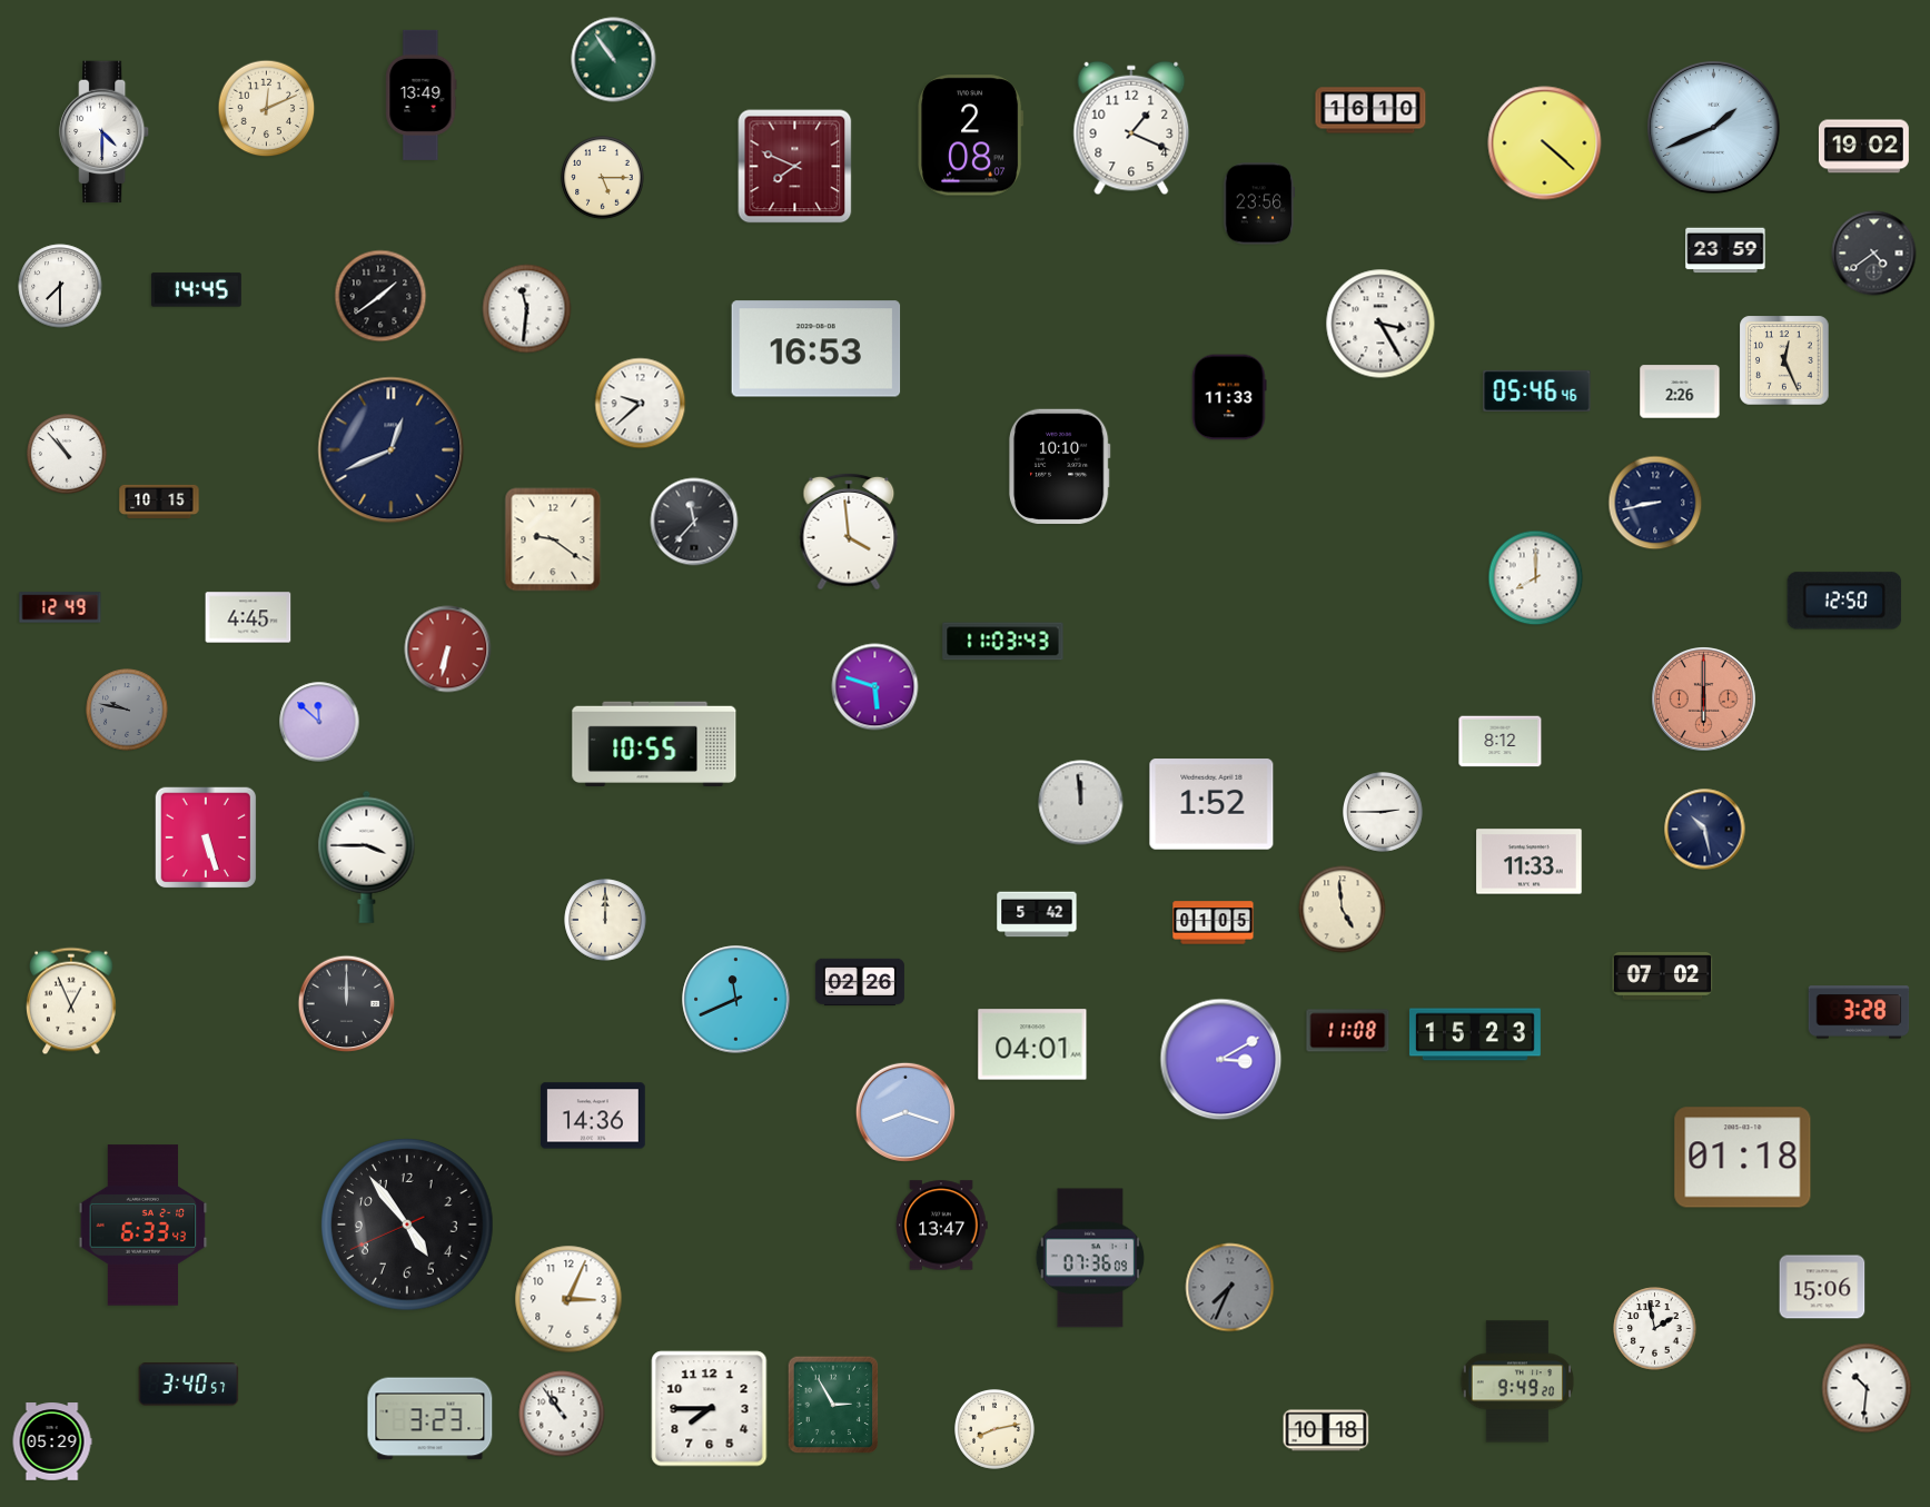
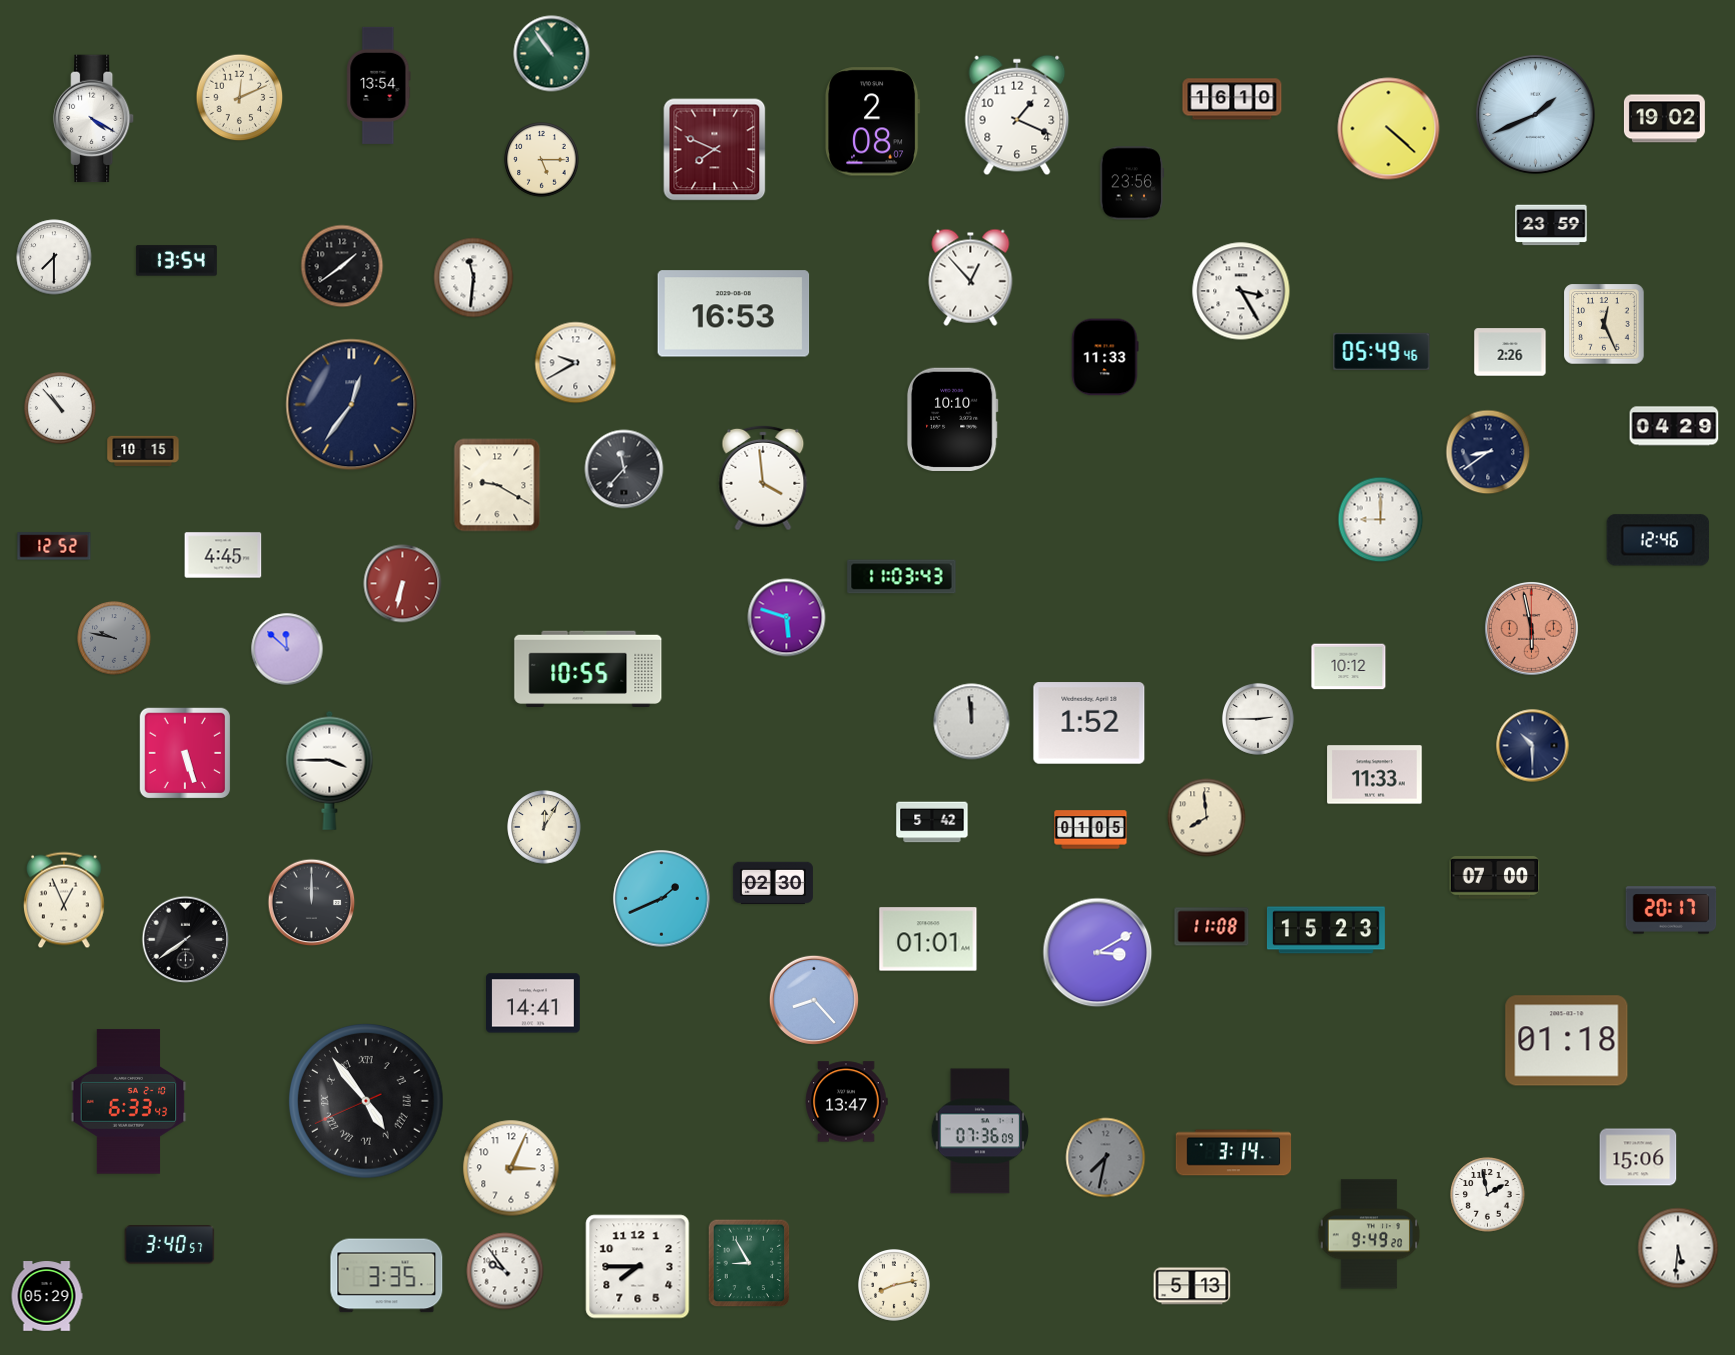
clock at (422, 95): 13:49 -> 13:54
clock at (1713, 127) position: (1713, 127) -> (1535, 114)
clock at (105, 132): 4:30 -> 4:20
clock at (1863, 147) position: (1863, 147) -> (1664, 119)
clock at (1874, 254): 4:39 -> none
clock at (196, 290): 14:45 -> 13:54
clock at (971, 277): none -> 12:53
clock at (1537, 390): 05:46 -> 05:49
clock at (641, 404): 9:38 -> 9:40
clock at (392, 450): 12:41 -> 12:36
clock at (1674, 426): none -> 04:29
clock at (1655, 503): 8:43 -> 8:39
clock at (553, 539): 9:21 -> 9:20
clock at (1536, 578): 8:00 -> 9:00
clock at (1844, 601): 12:50 -> 12:46
clock at (60, 607): 12:49 -> 12:52
clock at (1704, 700): 6:00 -> 5:58
clock at (1501, 742): 8:12 -> 10:12
clock at (1384, 813) position: (1384, 813) -> (1259, 720)
clock at (1705, 830): 10:28 -> 10:30
clock at (1343, 910): 4:59 -> 7:59
clock at (605, 920): 12:00 -> 12:05
clock at (1663, 976): 07:02 -> 07:00
clock at (860, 982): 02:26 -> 02:30
clock at (736, 1000): 11:41 -> 1:41
clock at (1859, 1012): 3:28 -> 20:17
clock at (1032, 1044): 04:01 -> 01:01
clock at (186, 940): none -> 7:39
clock at (905, 1112): 8:18 -> 8:23
clock at (594, 1116): 14:36 -> 14:41
clock at (407, 1225) numerals: Arabic -> Roman
clock at (1234, 1153): none -> 3:14
clock at (1230, 1288): 7:34 -> 7:32
clock at (1517, 1381) position: (1517, 1381) -> (1369, 1234)
clock at (1867, 1388): 10:31 -> 5:31
clock at (833, 1405): 2:55 -> 8:55
clock at (562, 1414): 10:54 -> 9:54
clock at (430, 1419): 3:23 -> 3:35
clock at (1326, 1430): 10:18 -> 5:13
